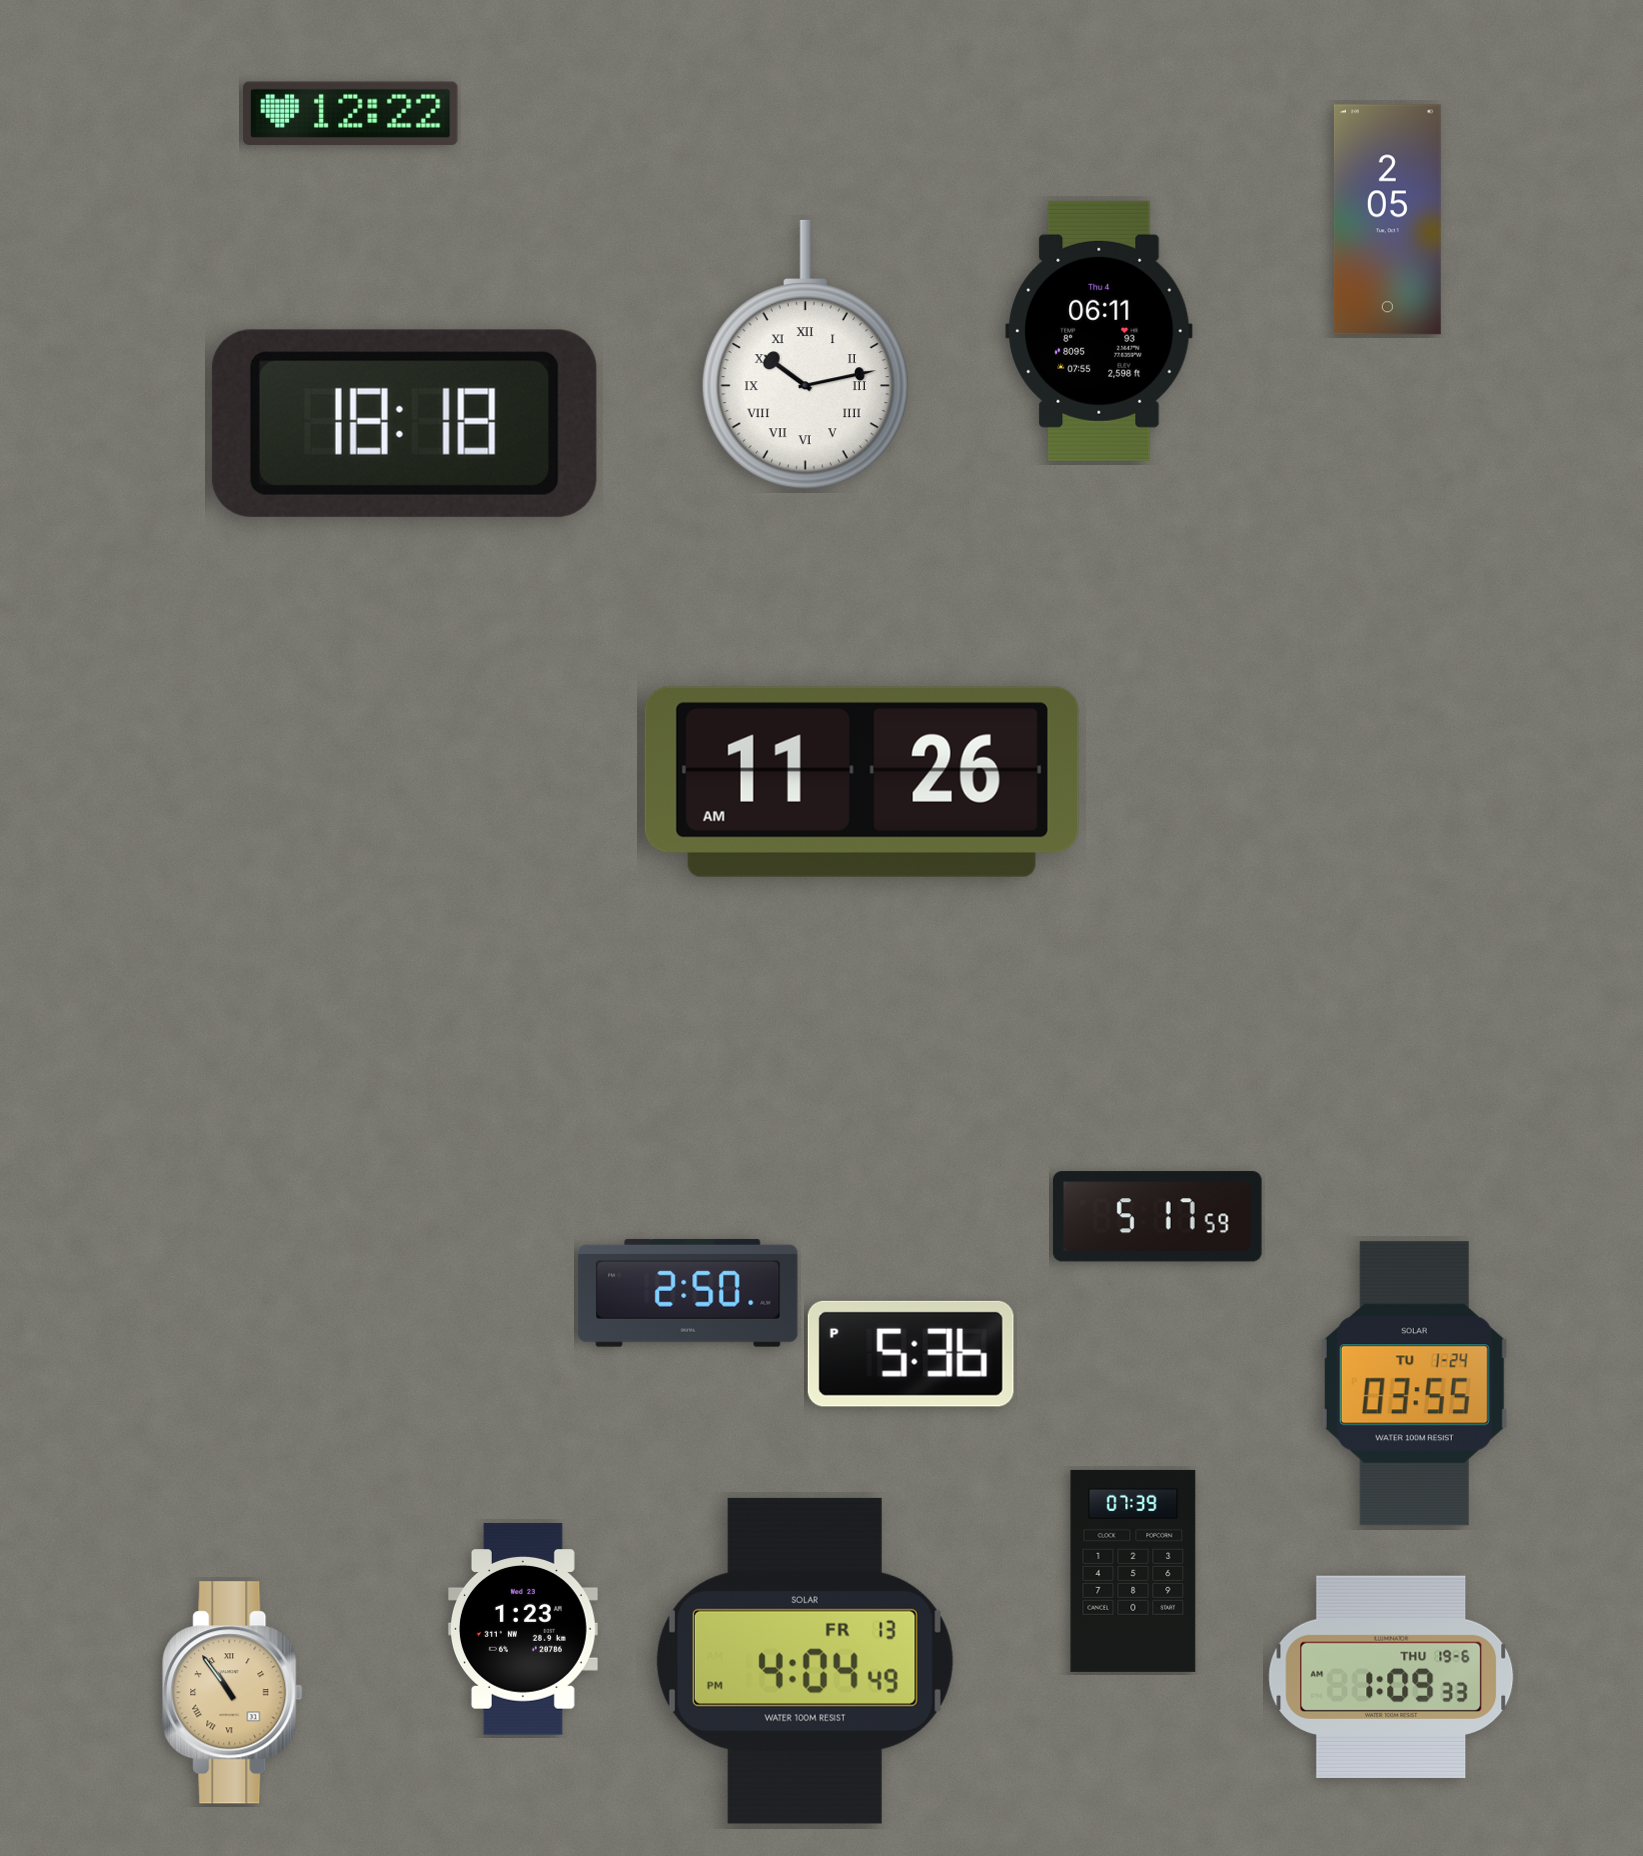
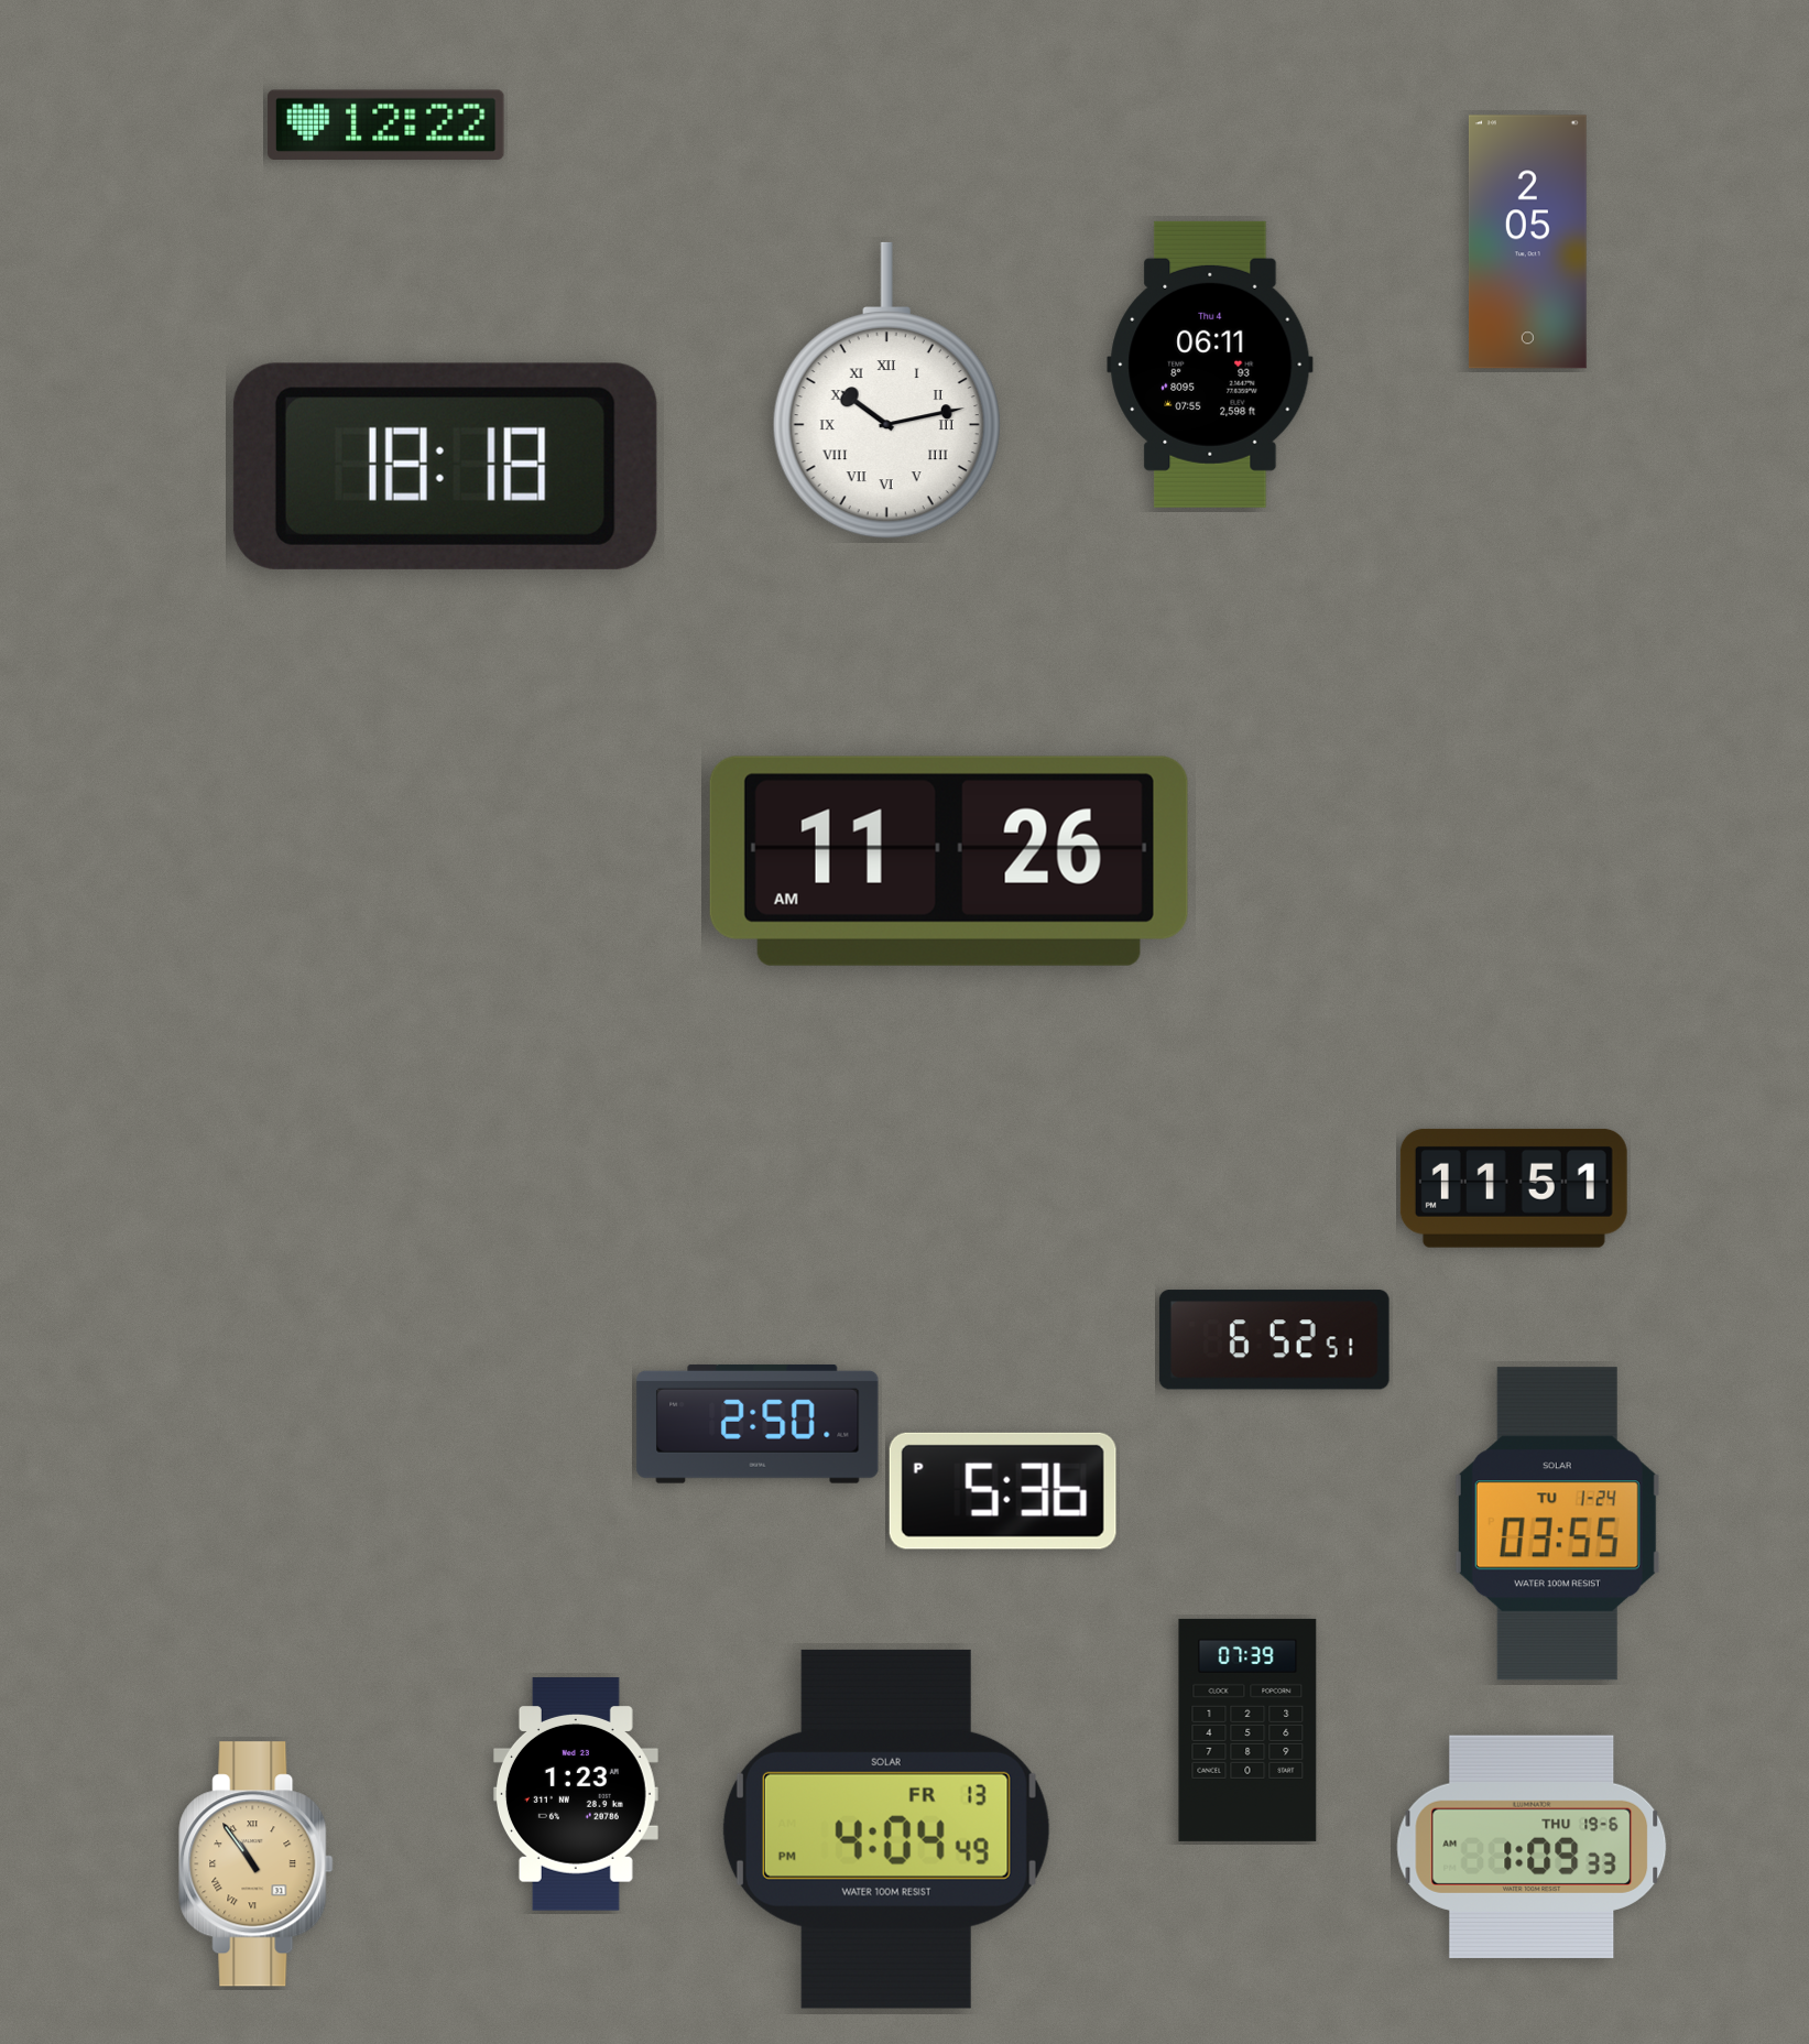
clock at (1514, 1188): none -> 11:51
clock at (1157, 1217): 5:17 -> 6:52
